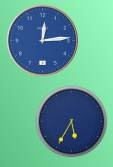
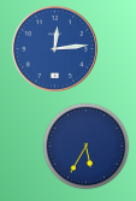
clock at (42, 40) position: (42, 40) -> (54, 48)
